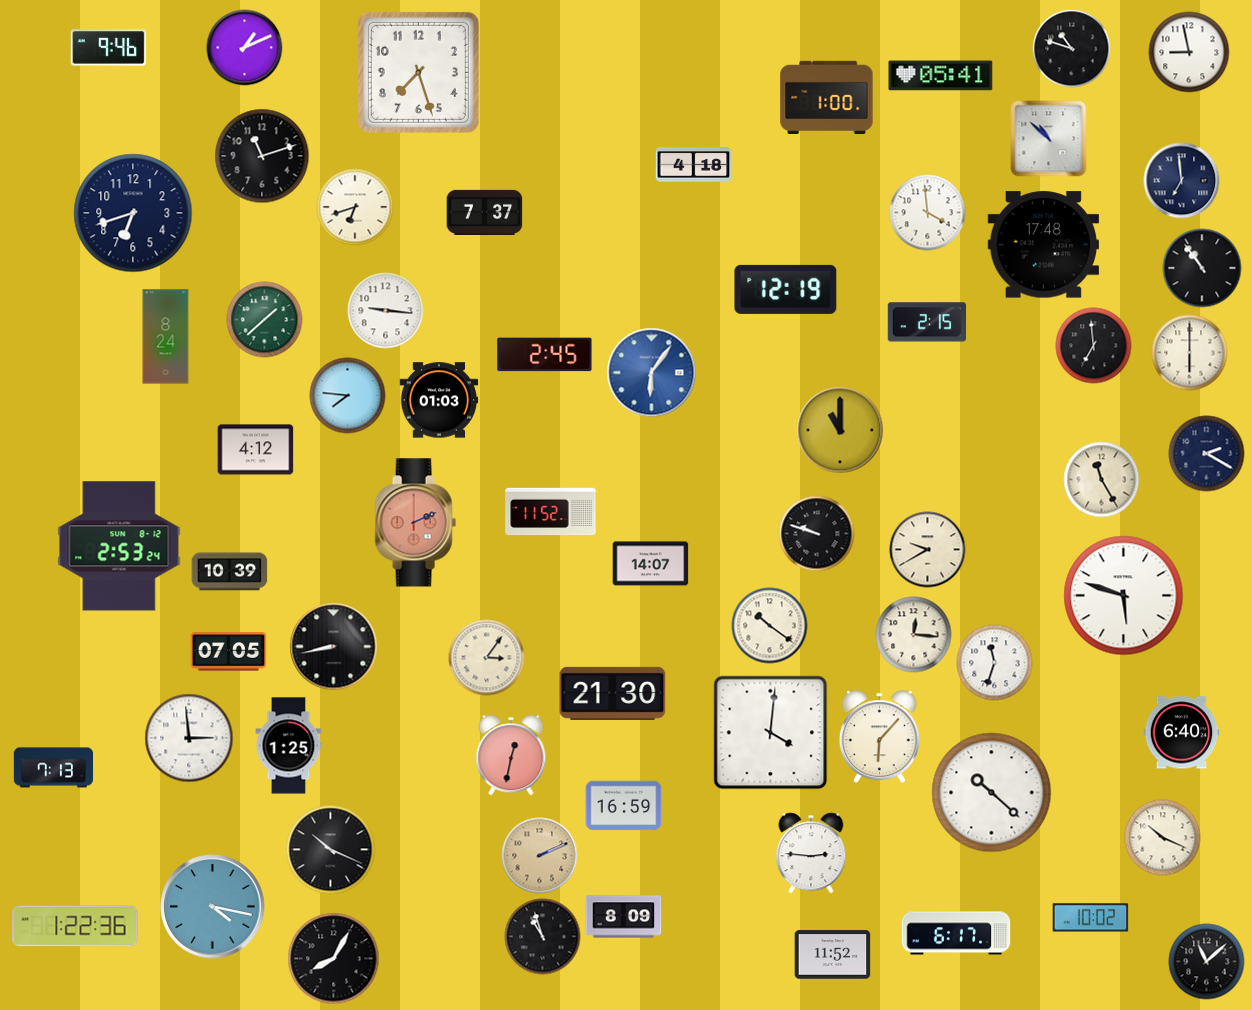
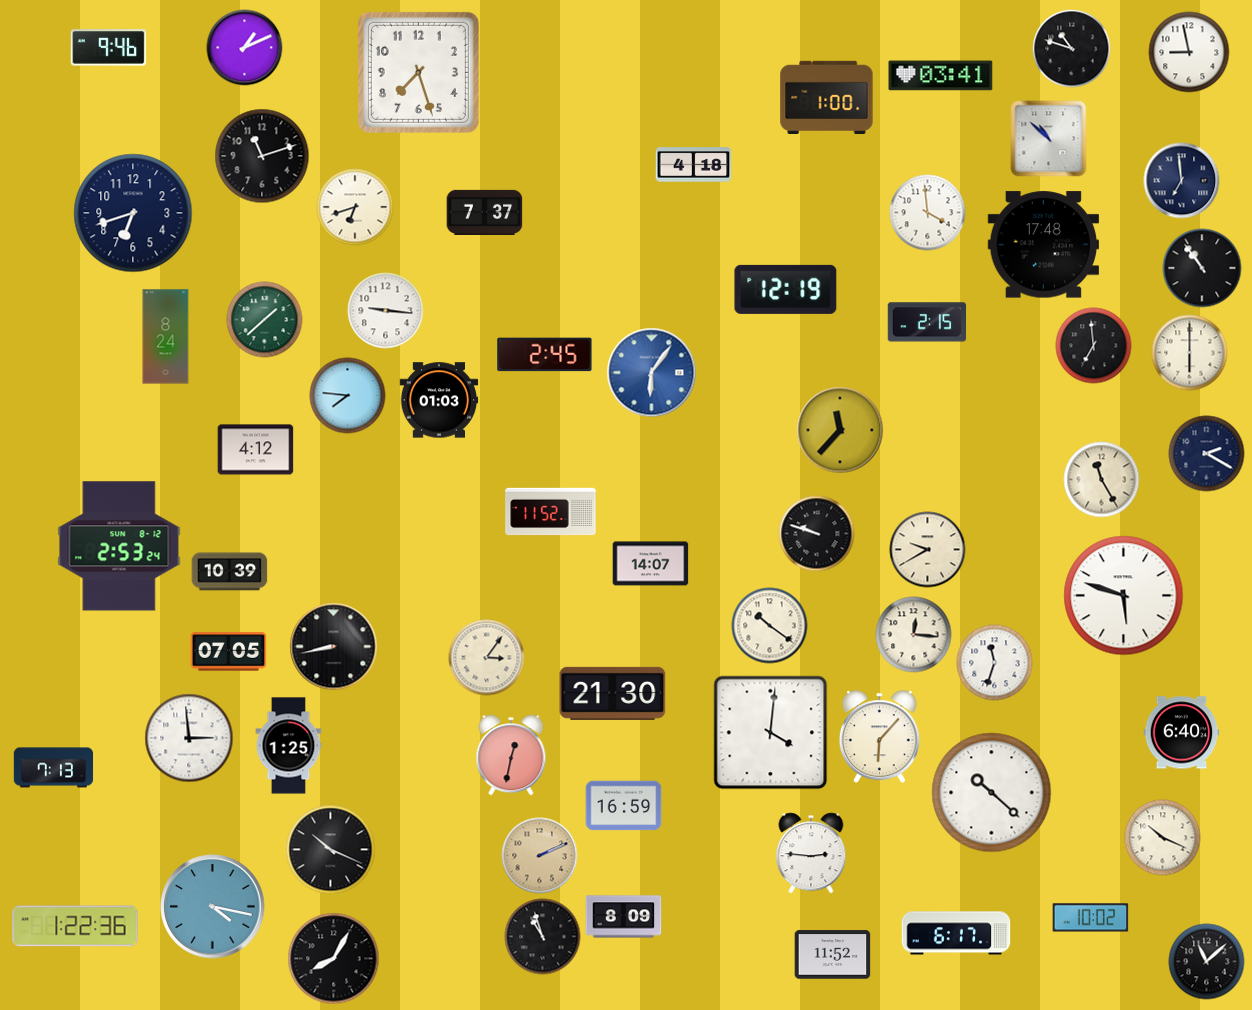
clock at (941, 76): 05:41 -> 03:41
clock at (840, 430): 11:00 -> 11:37
clock at (415, 523): 2:11 -> none
